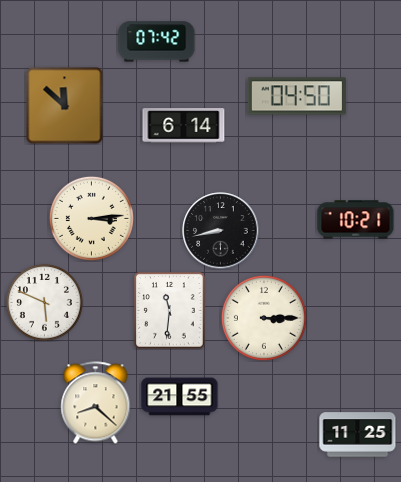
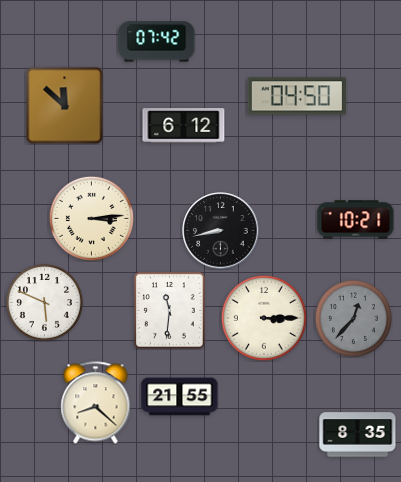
clock at (184, 126): 6:14 -> 6:12
clock at (353, 318): none -> 12:37
clock at (358, 435): 11:25 -> 8:35
